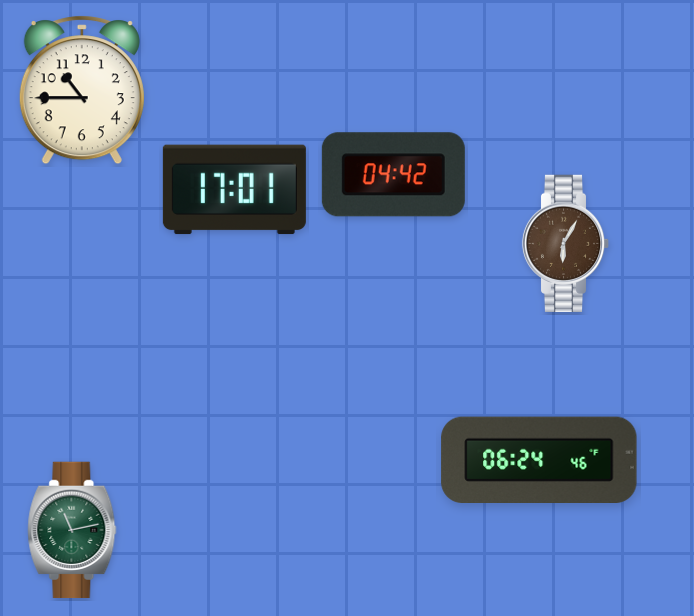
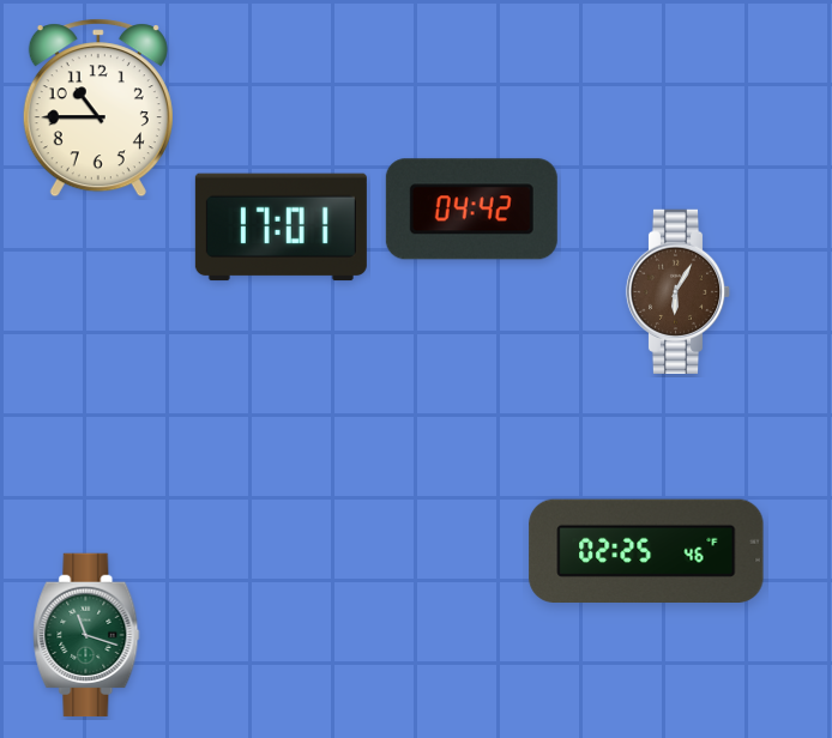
clock at (539, 459): 06:24 -> 02:25
clock at (72, 530): 11:13 -> 11:18
